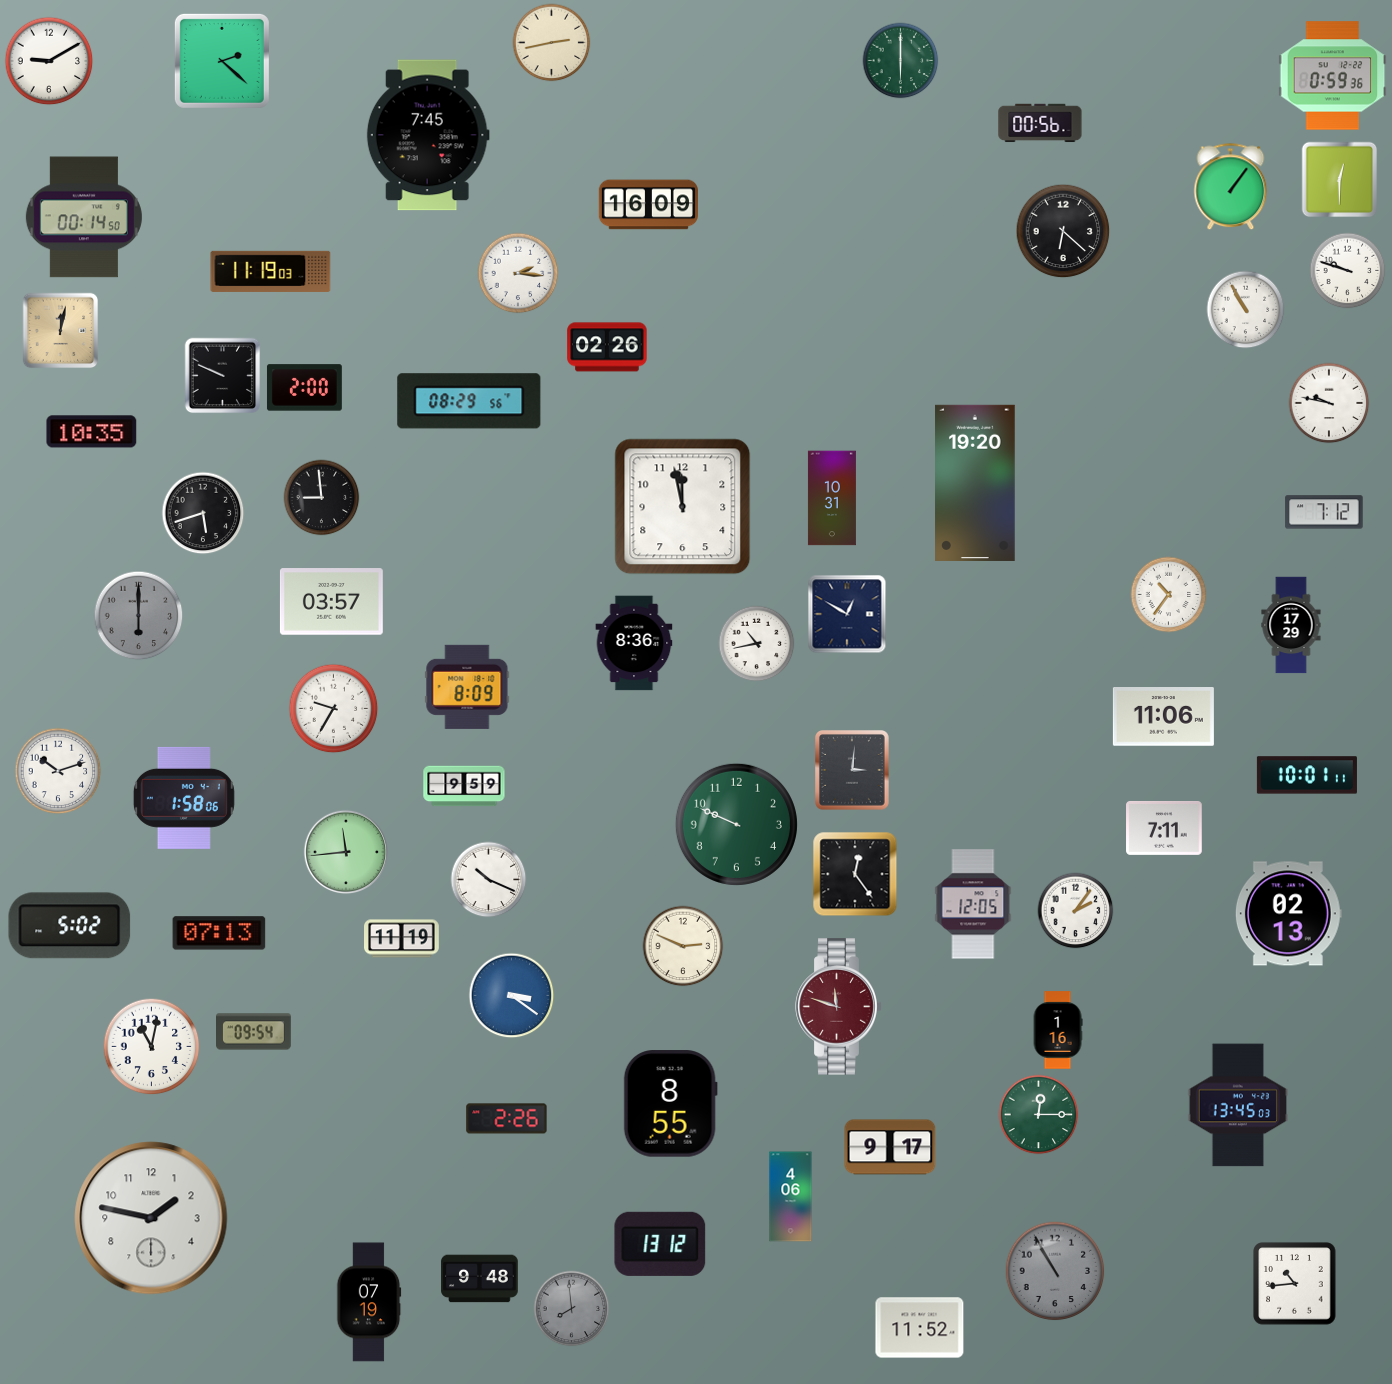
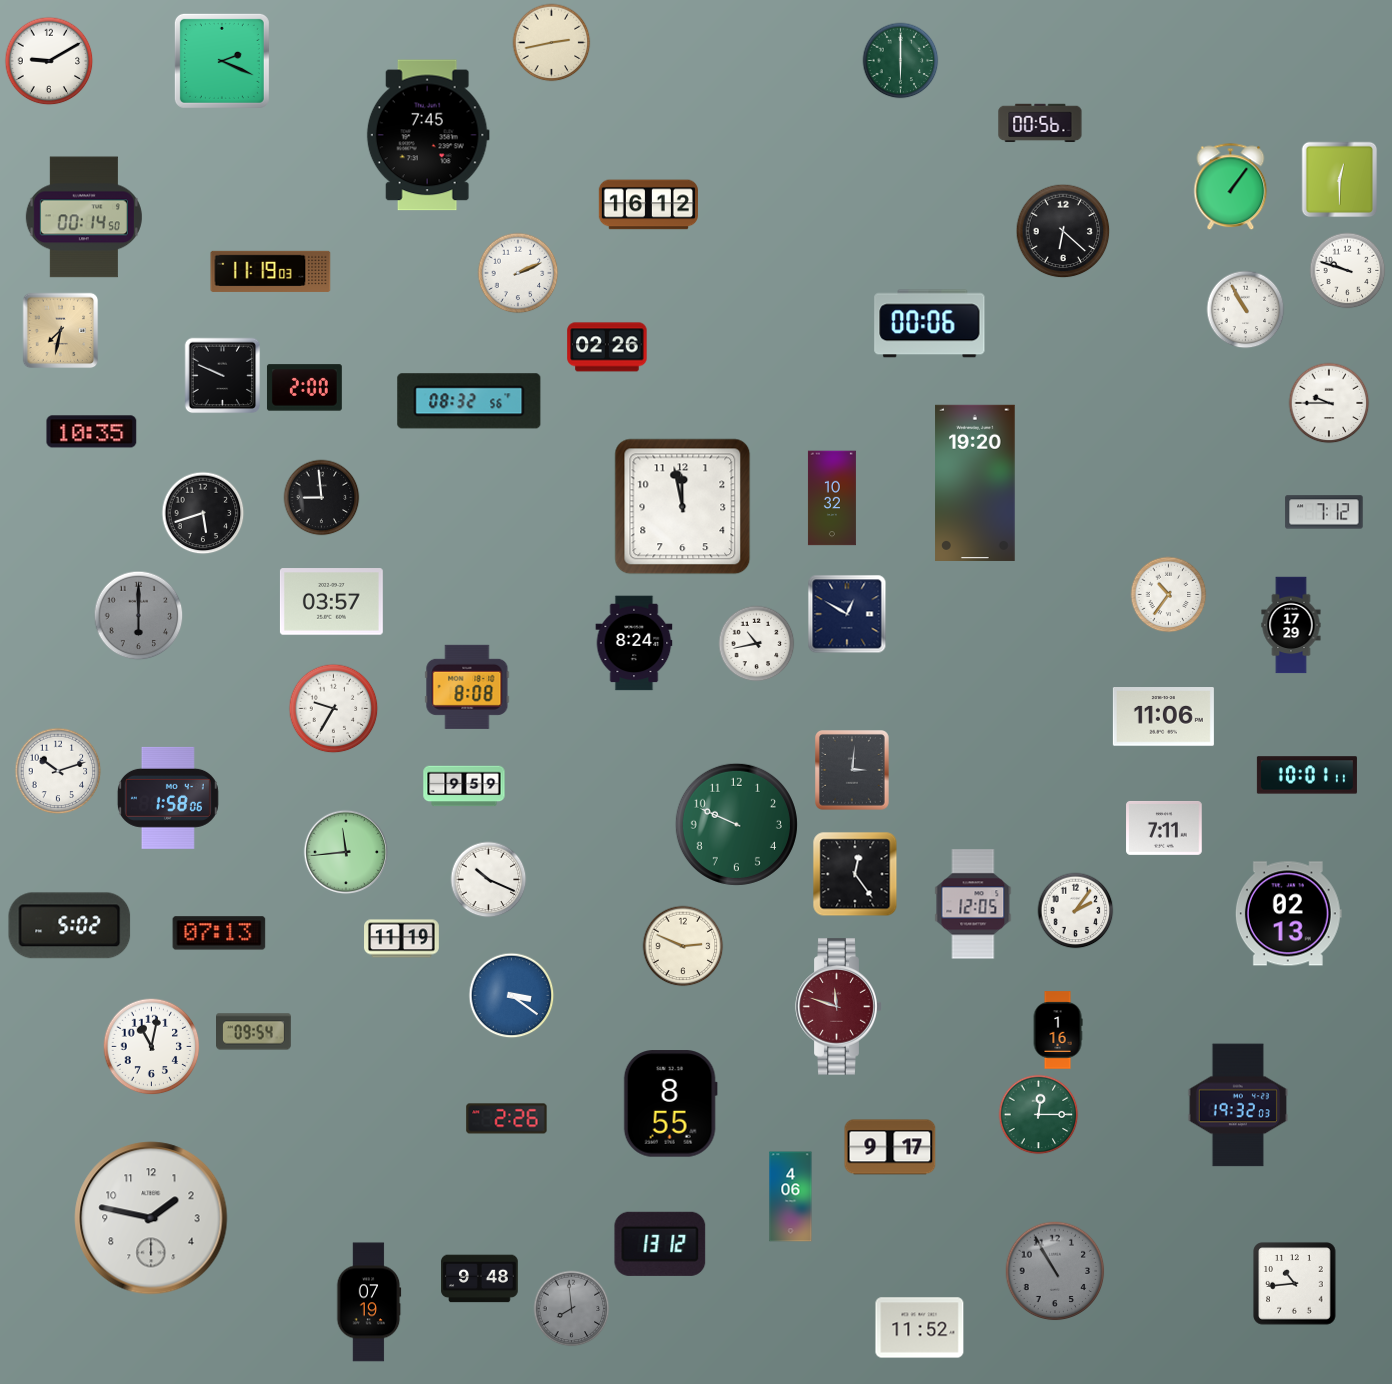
clock at (222, 61): 2:22 -> 2:19
clock at (1333, 76): 0:59 -> none
clock at (648, 205): 16:09 -> 16:12
clock at (518, 273): 2:16 -> 2:11
clock at (930, 324): none -> 00:06
clock at (61, 331): 12:02 -> 7:32
clock at (469, 401): 08:29 -> 08:32
clock at (1329, 403): 9:47 -> 9:45
clock at (832, 498): 10:31 -> 10:32
clock at (634, 643): 8:36 -> 8:24
clock at (467, 687): 8:09 -> 8:08
clock at (184, 798) position: (184, 798) -> (168, 798)
clock at (1237, 1105): 13:45 -> 19:32
